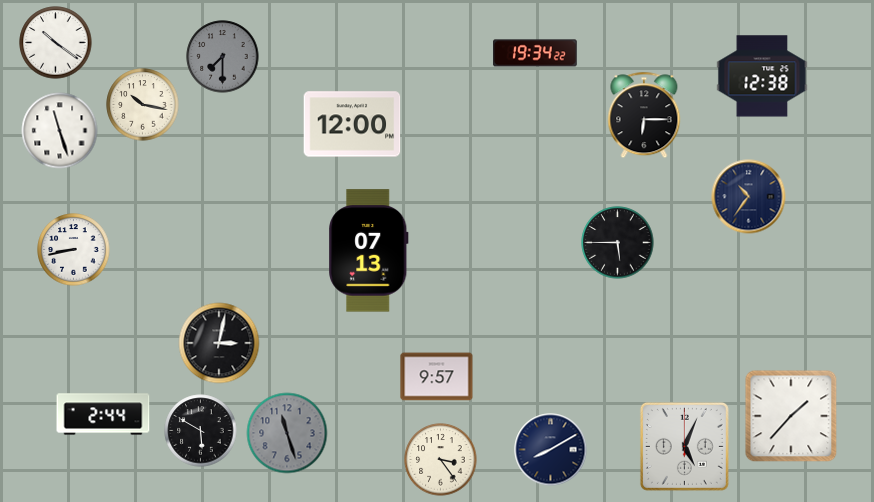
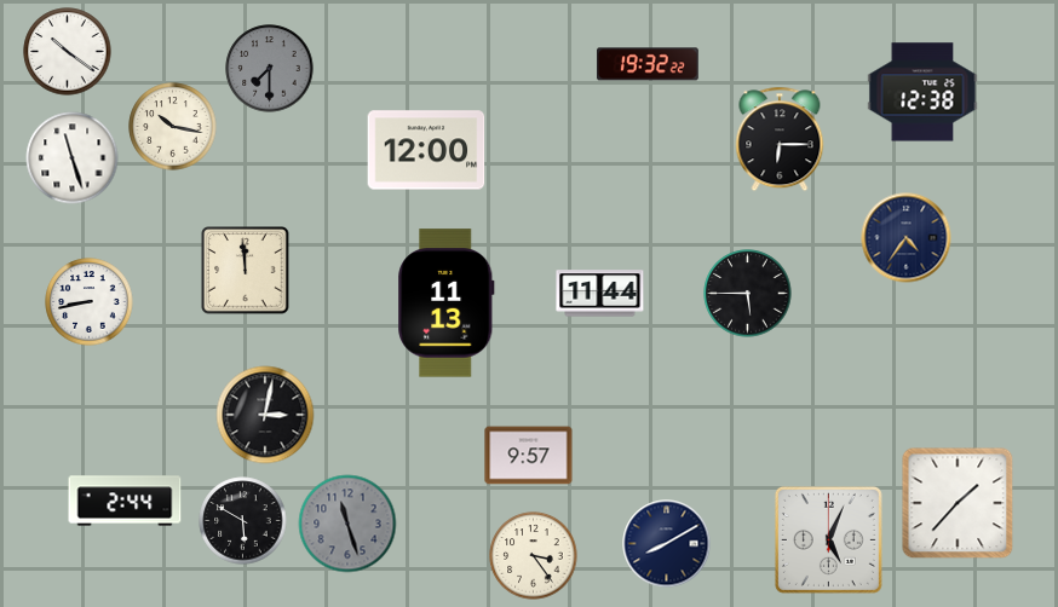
clock at (536, 53): 19:34 -> 19:32
clock at (749, 197): 10:36 -> 4:36
clock at (246, 271): none -> 11:59
clock at (600, 294): none -> 11:44
clock at (369, 251): 07:13 -> 11:13
